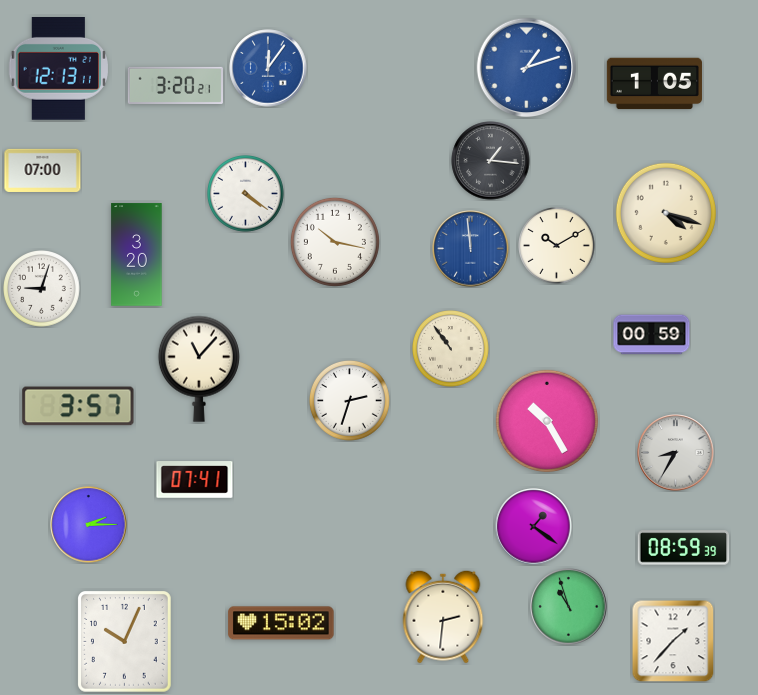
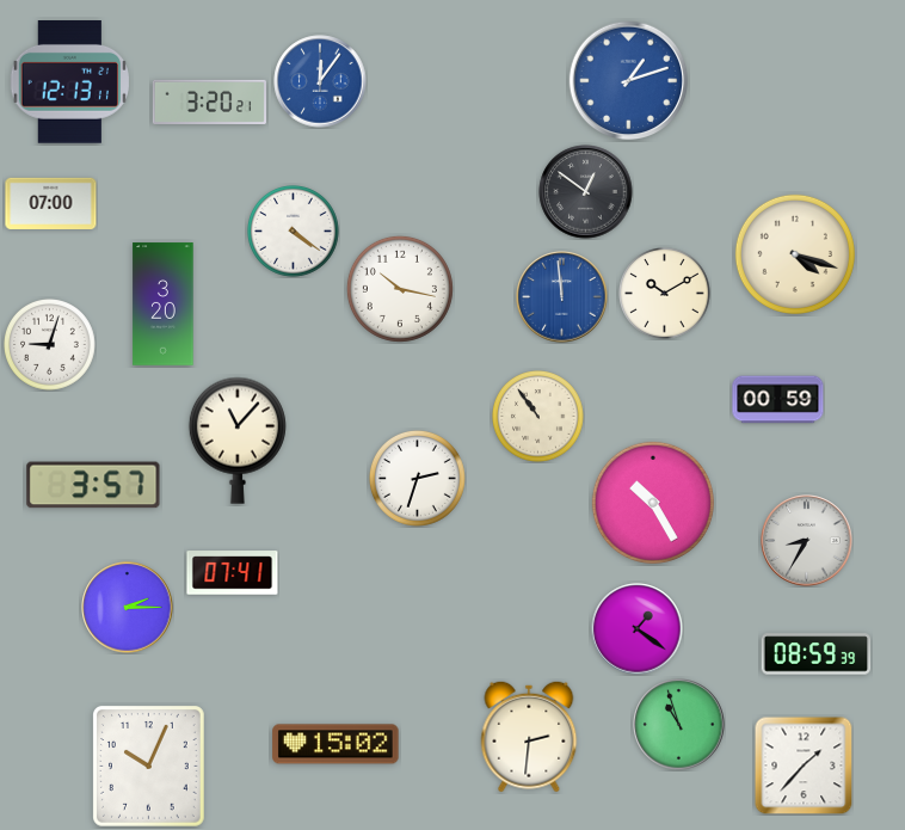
clock at (654, 84): 1:05 -> none
clock at (491, 161): 1:16 -> 12:51
clock at (89, 525) position: (89, 525) -> (128, 608)
